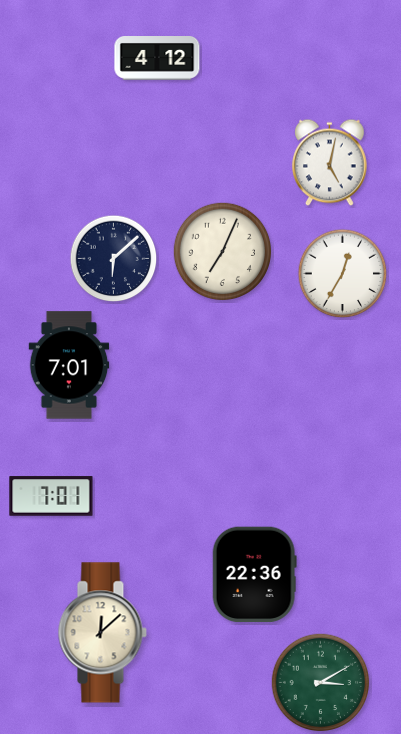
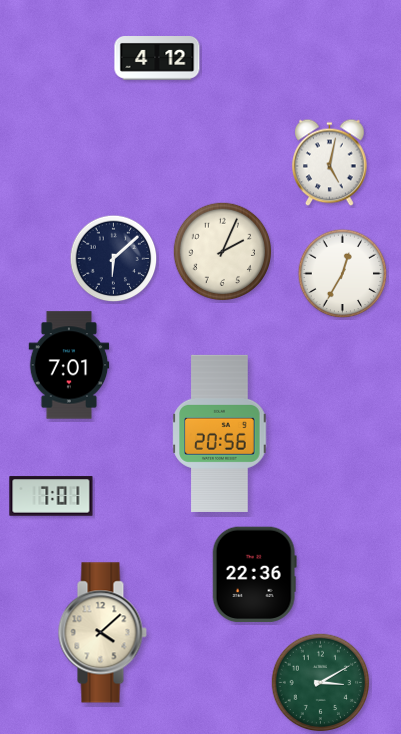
clock at (223, 252): 7:04 -> 2:04
clock at (220, 433): none -> 20:56
clock at (102, 633): 12:08 -> 4:08
